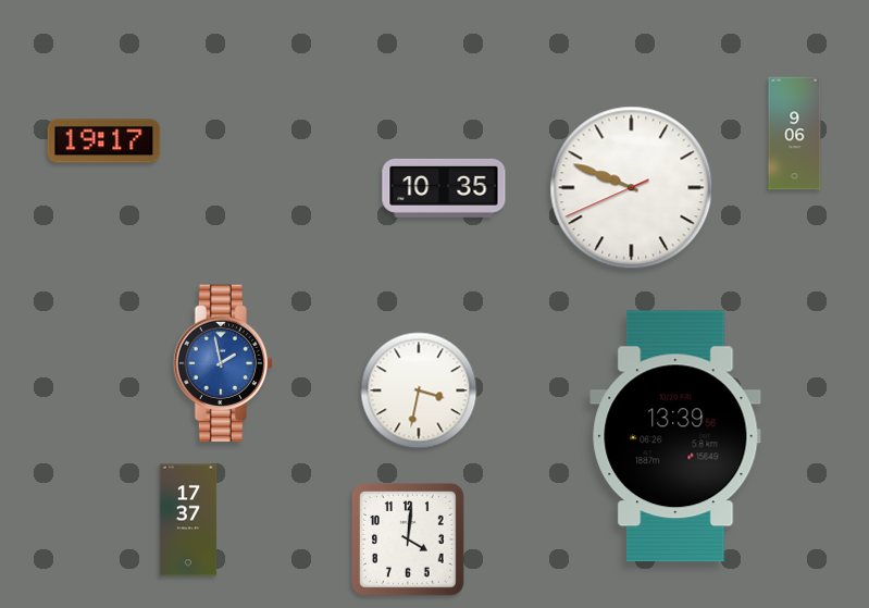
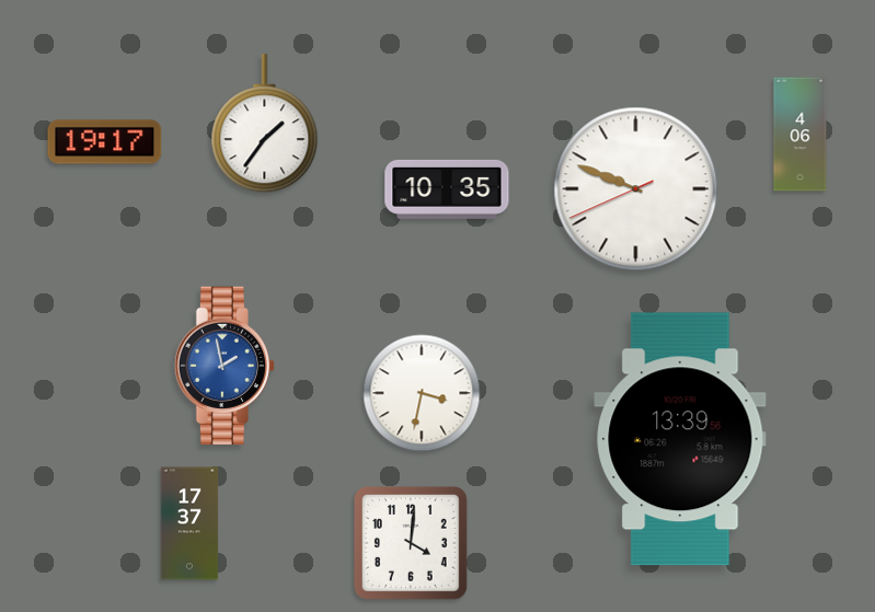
clock at (265, 124): none -> 1:36
clock at (795, 134): 9:06 -> 4:06
